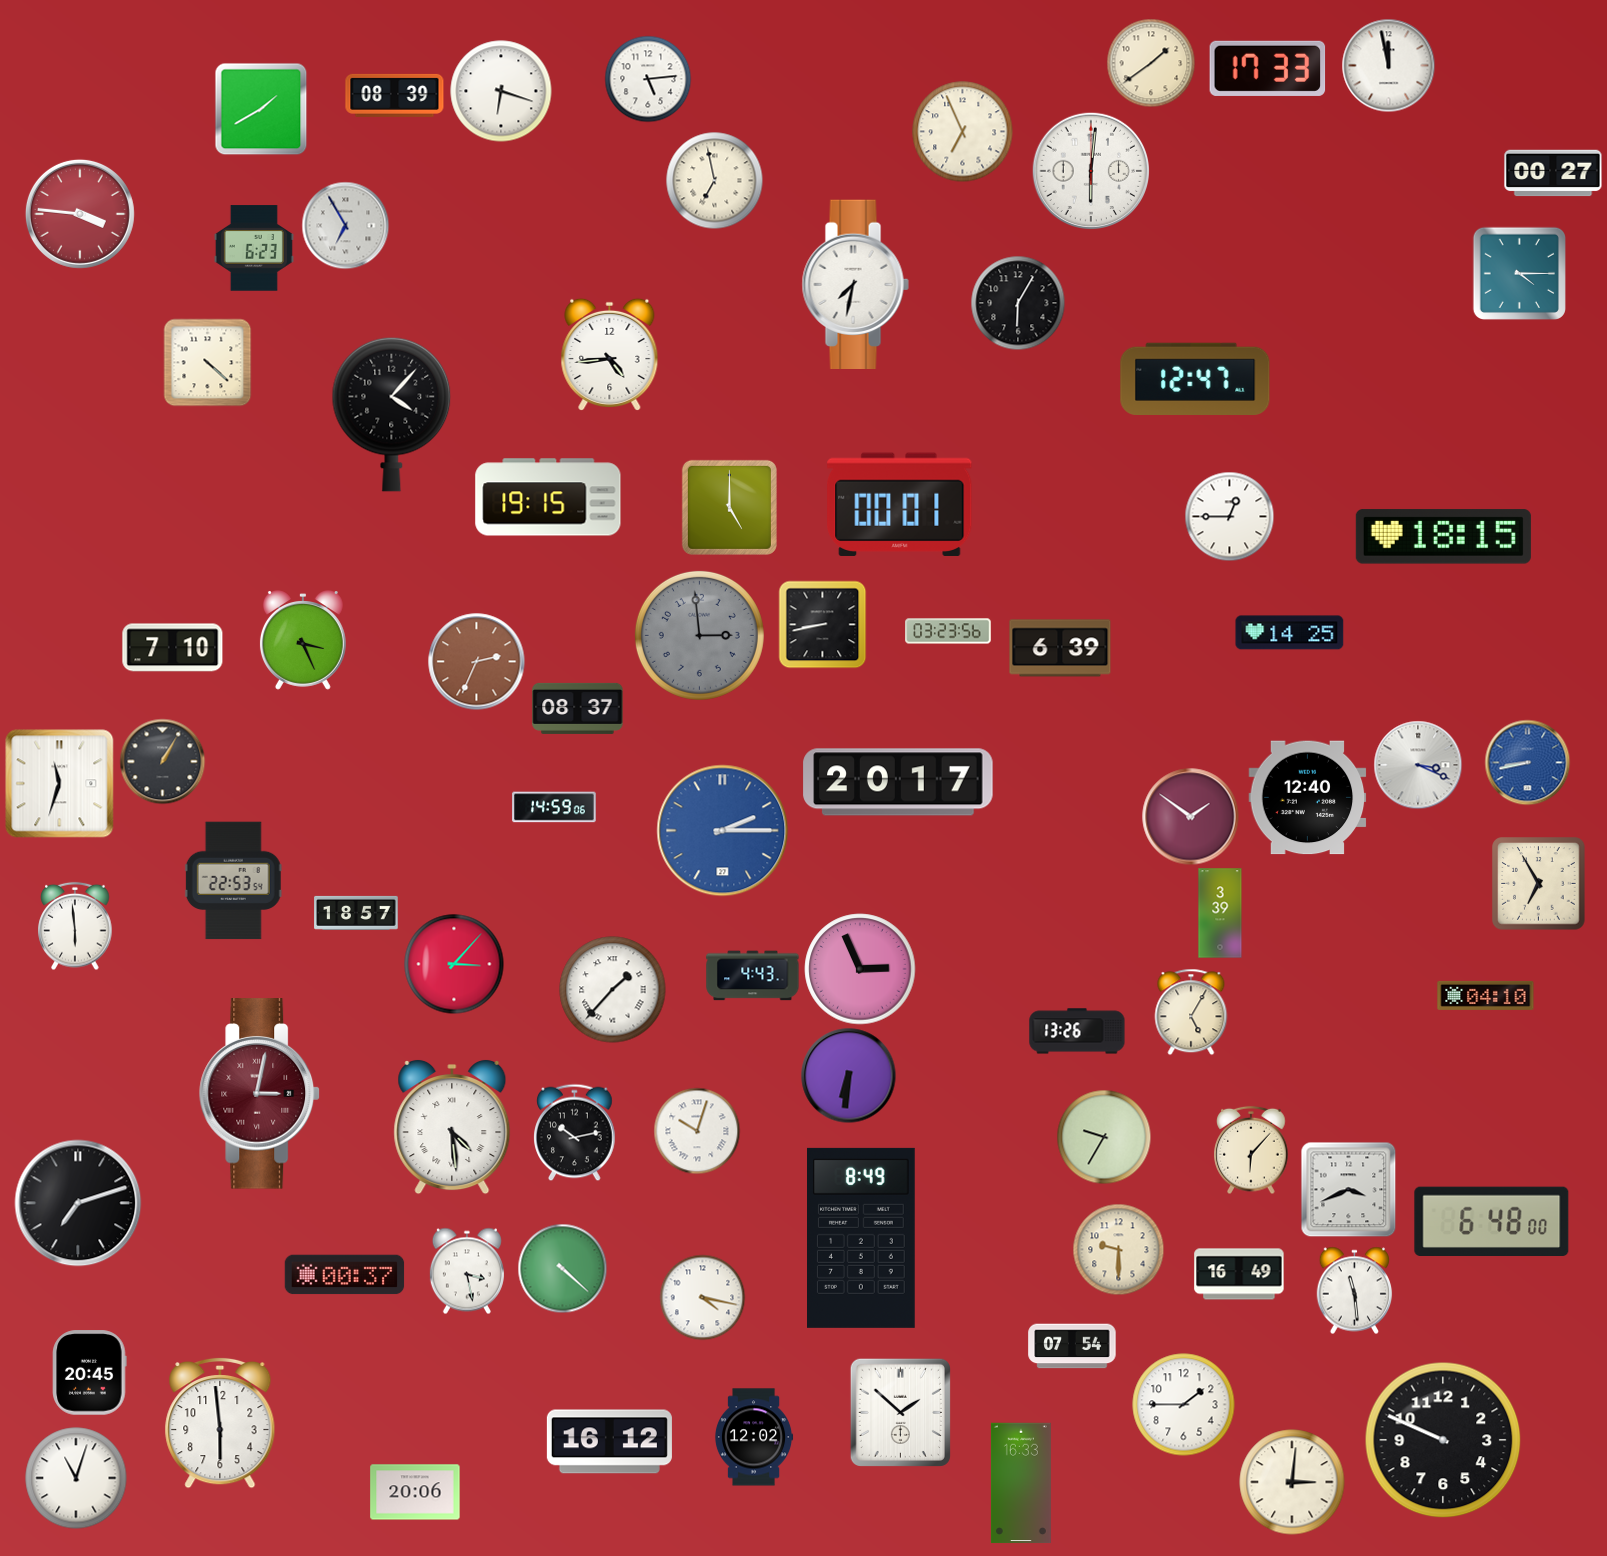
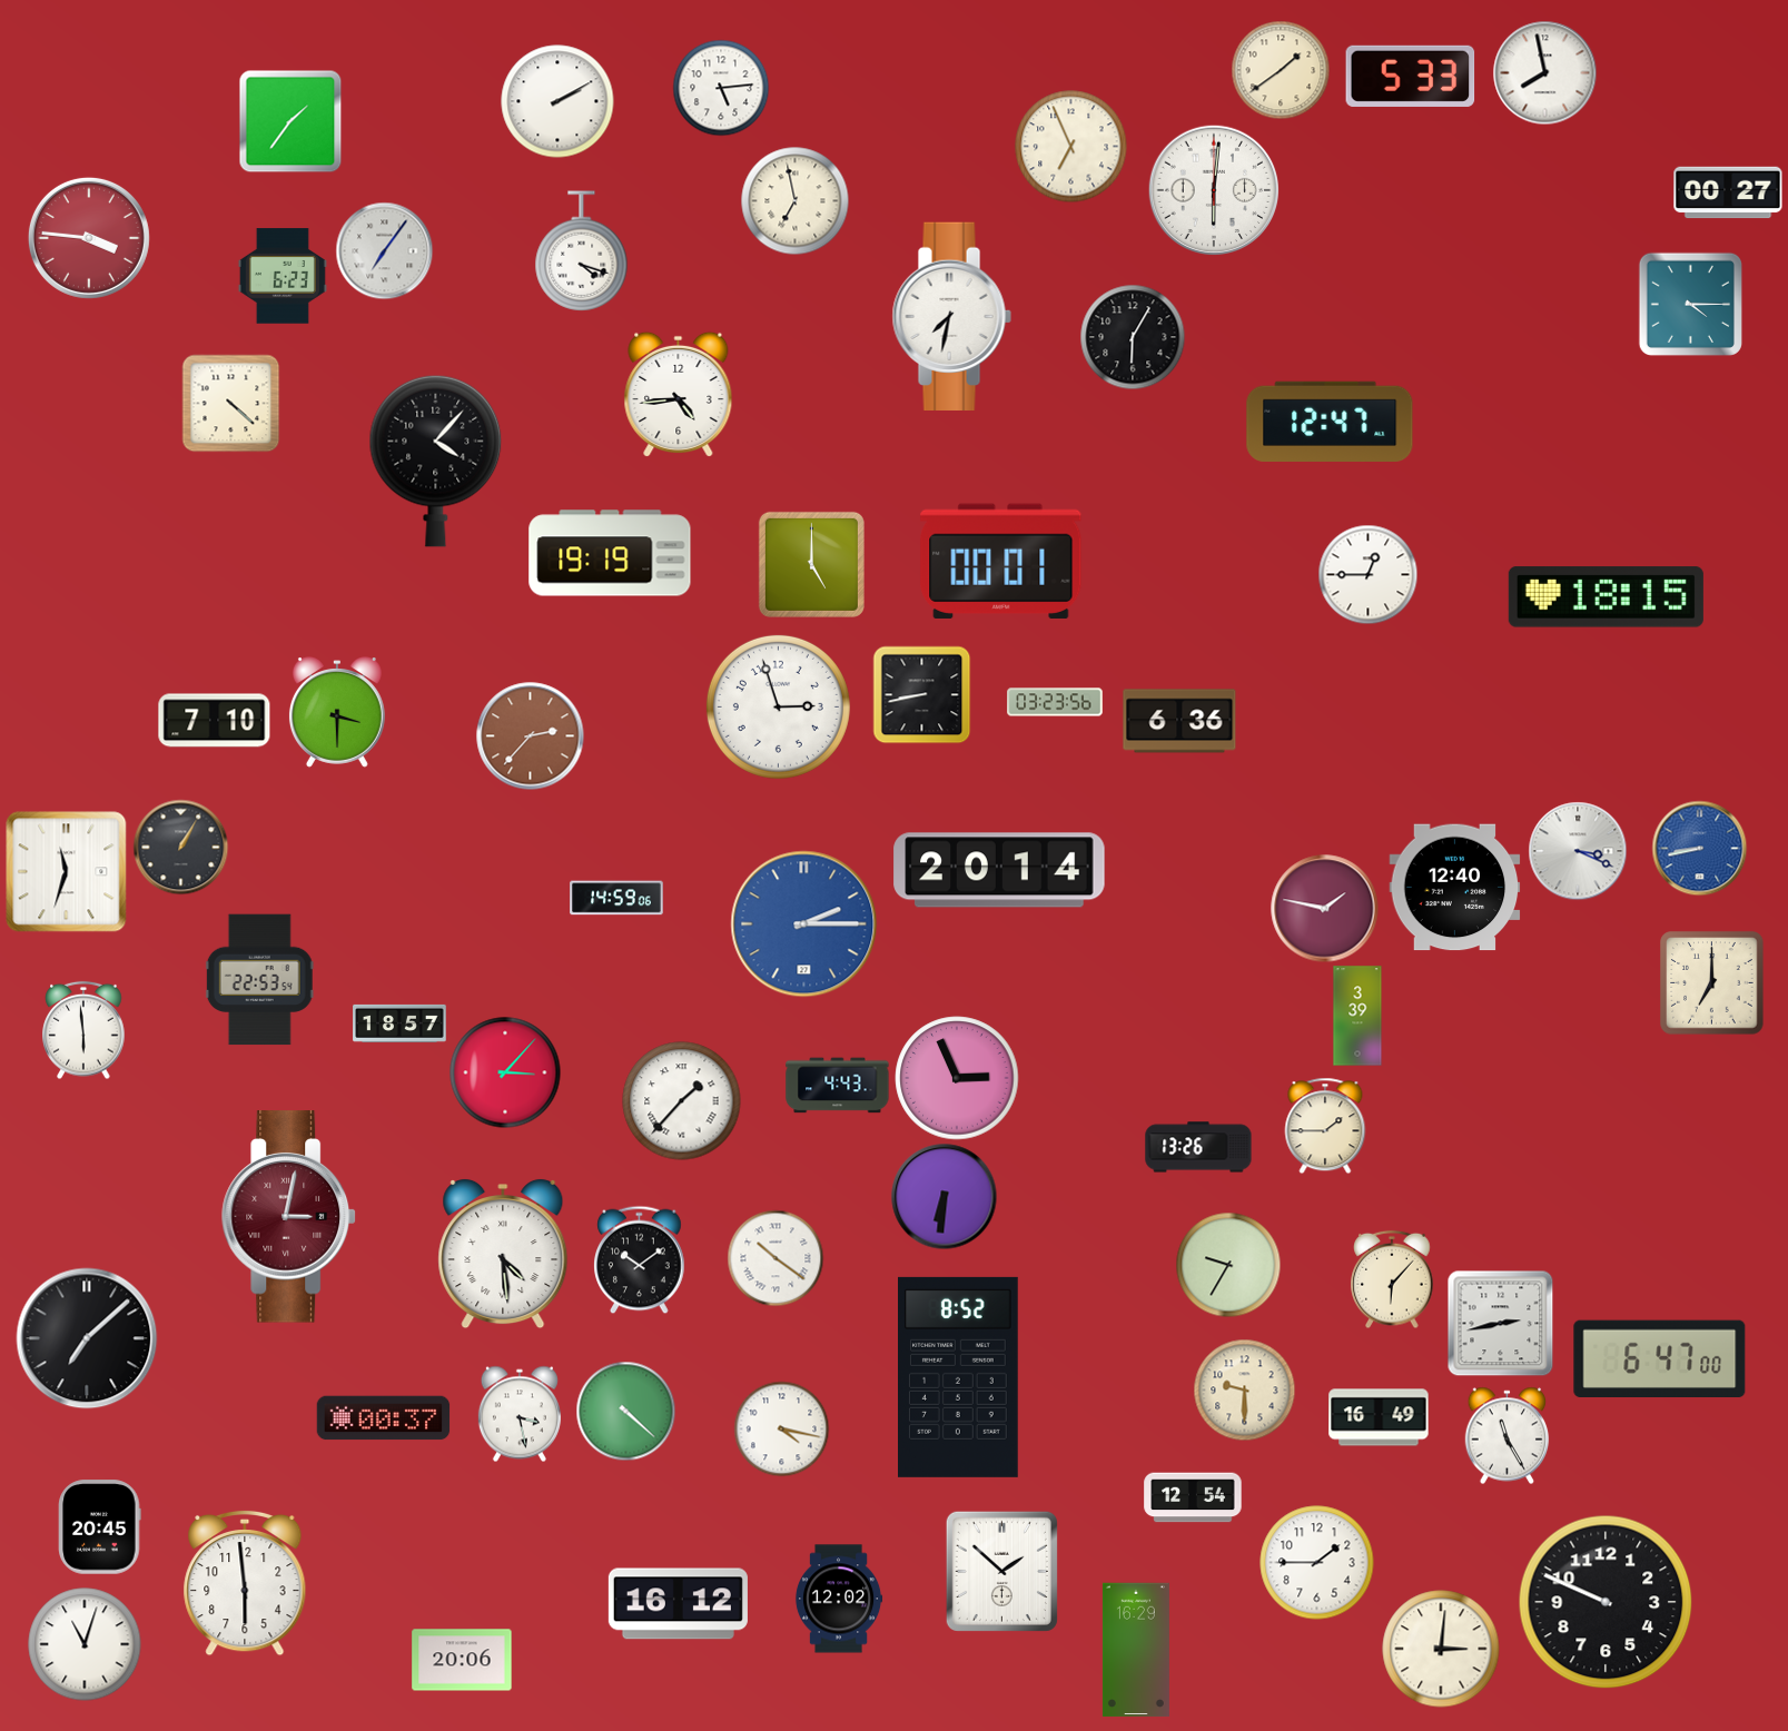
clock at (1388, 65): 11:58 -> 7:58
clock at (1268, 68): 17:33 -> 5:33
clock at (501, 91): 6:18 -> 2:10
clock at (395, 95): 08:39 -> none
clock at (261, 109): 1:40 -> 1:36
clock at (345, 225): 6:55 -> 7:06
clock at (582, 251): none -> 4:18
clock at (548, 497): 19:15 -> 19:19
clock at (822, 624) position: (822, 624) -> (921, 694)
clock at (1290, 633): 14:25 -> none
clock at (699, 635): 2:59 -> 2:57
clock at (699, 635) dial: grey -> white
clock at (303, 640): 3:26 -> 3:30
clock at (173, 648) position: (173, 648) -> (215, 721)
clock at (1060, 648): 6:39 -> 6:36
clock at (477, 662): 2:34 -> 2:37
clock at (578, 708): 08:37 -> none
clock at (898, 782): 20:17 -> 20:14
clock at (1191, 817): 1:51 -> 1:47
clock at (1539, 884): 6:55 -> 7:00
clock at (356, 913) position: (356, 913) -> (399, 1023)
clock at (1486, 995): 04:10 -> none
clock at (1191, 1012): 5:05 -> 1:45
clock at (697, 1131): 10:03 -> 10:21
clock at (575, 1132): 10:13 -> 10:09
clock at (1348, 1189): 3:41 -> 2:43
clock at (78, 1203): 7:12 -> 7:08
clock at (1492, 1221): 6:48 -> 6:47
clock at (862, 1238): 8:49 -> 8:52
clock at (1355, 1290): 11:29 -> 11:25
clock at (702, 1297) position: (702, 1297) -> (781, 1428)
clock at (1072, 1346): 07:54 -> 12:54
clock at (1292, 1482) position: (1292, 1482) -> (1441, 1649)
clock at (1021, 1483): 16:33 -> 16:29
